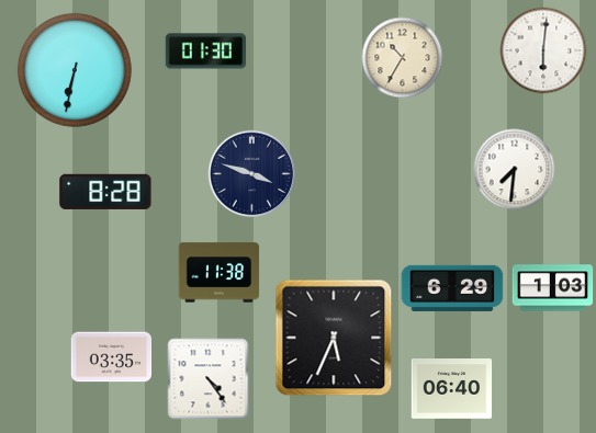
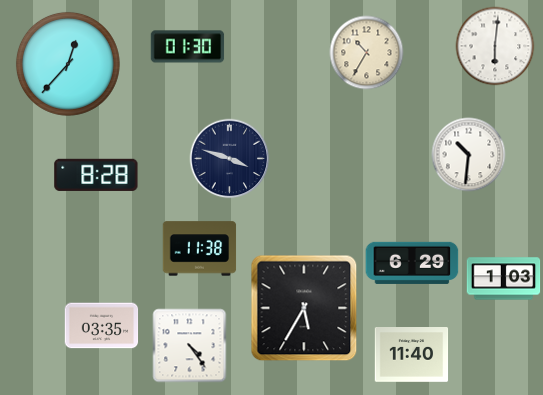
clock at (75, 70): 6:32 -> 12:37
clock at (515, 170): 7:31 -> 10:31
clock at (553, 288) position: (553, 288) -> (504, 279)
clock at (334, 338): 5:34 -> 5:35
clock at (452, 389): 06:40 -> 11:40
